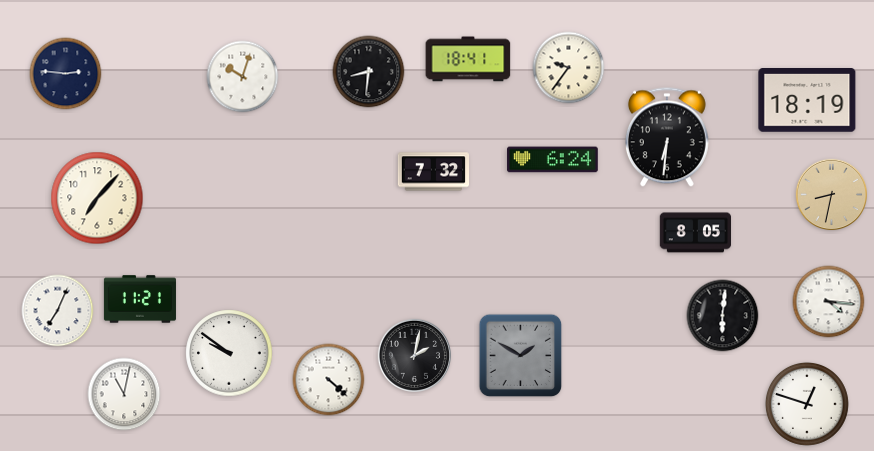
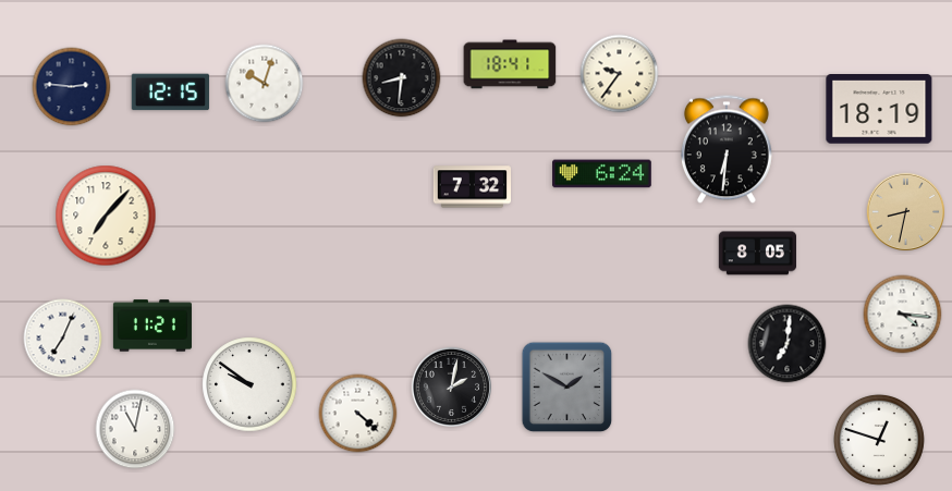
clock at (66, 74) position: (66, 74) -> (72, 87)
clock at (170, 93): none -> 12:15
clock at (829, 302) position: (829, 302) -> (903, 315)
clock at (723, 316): 6:01 -> 7:01
